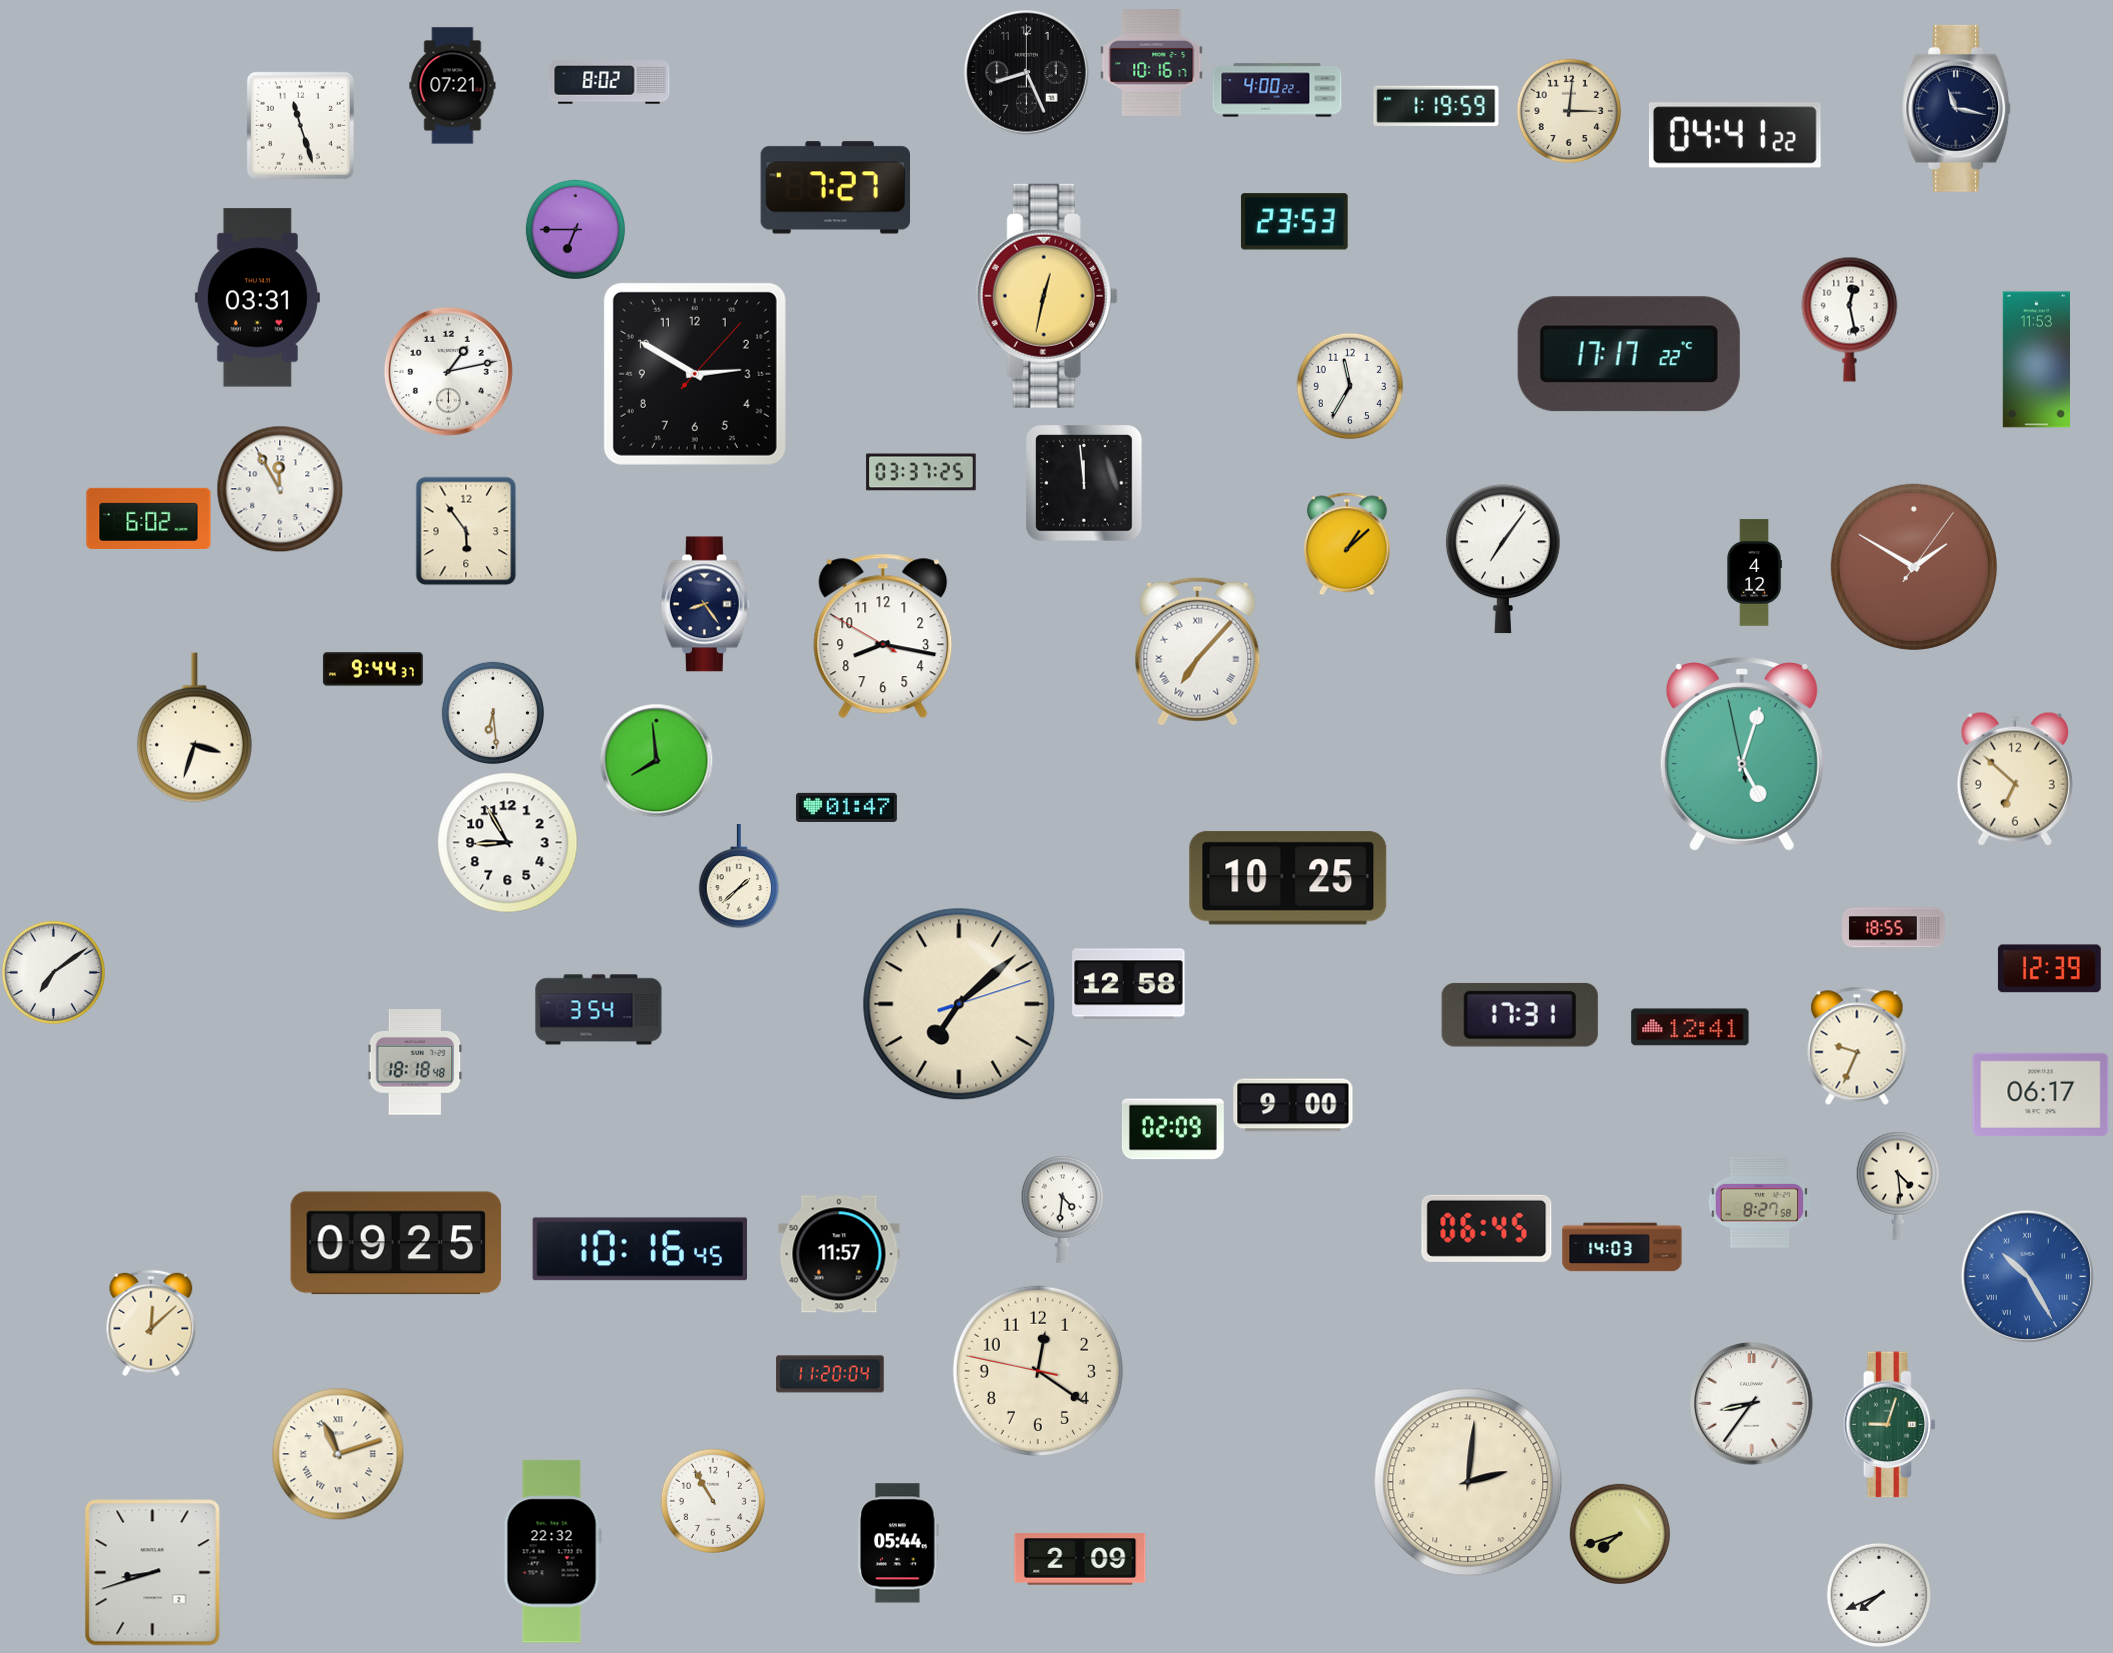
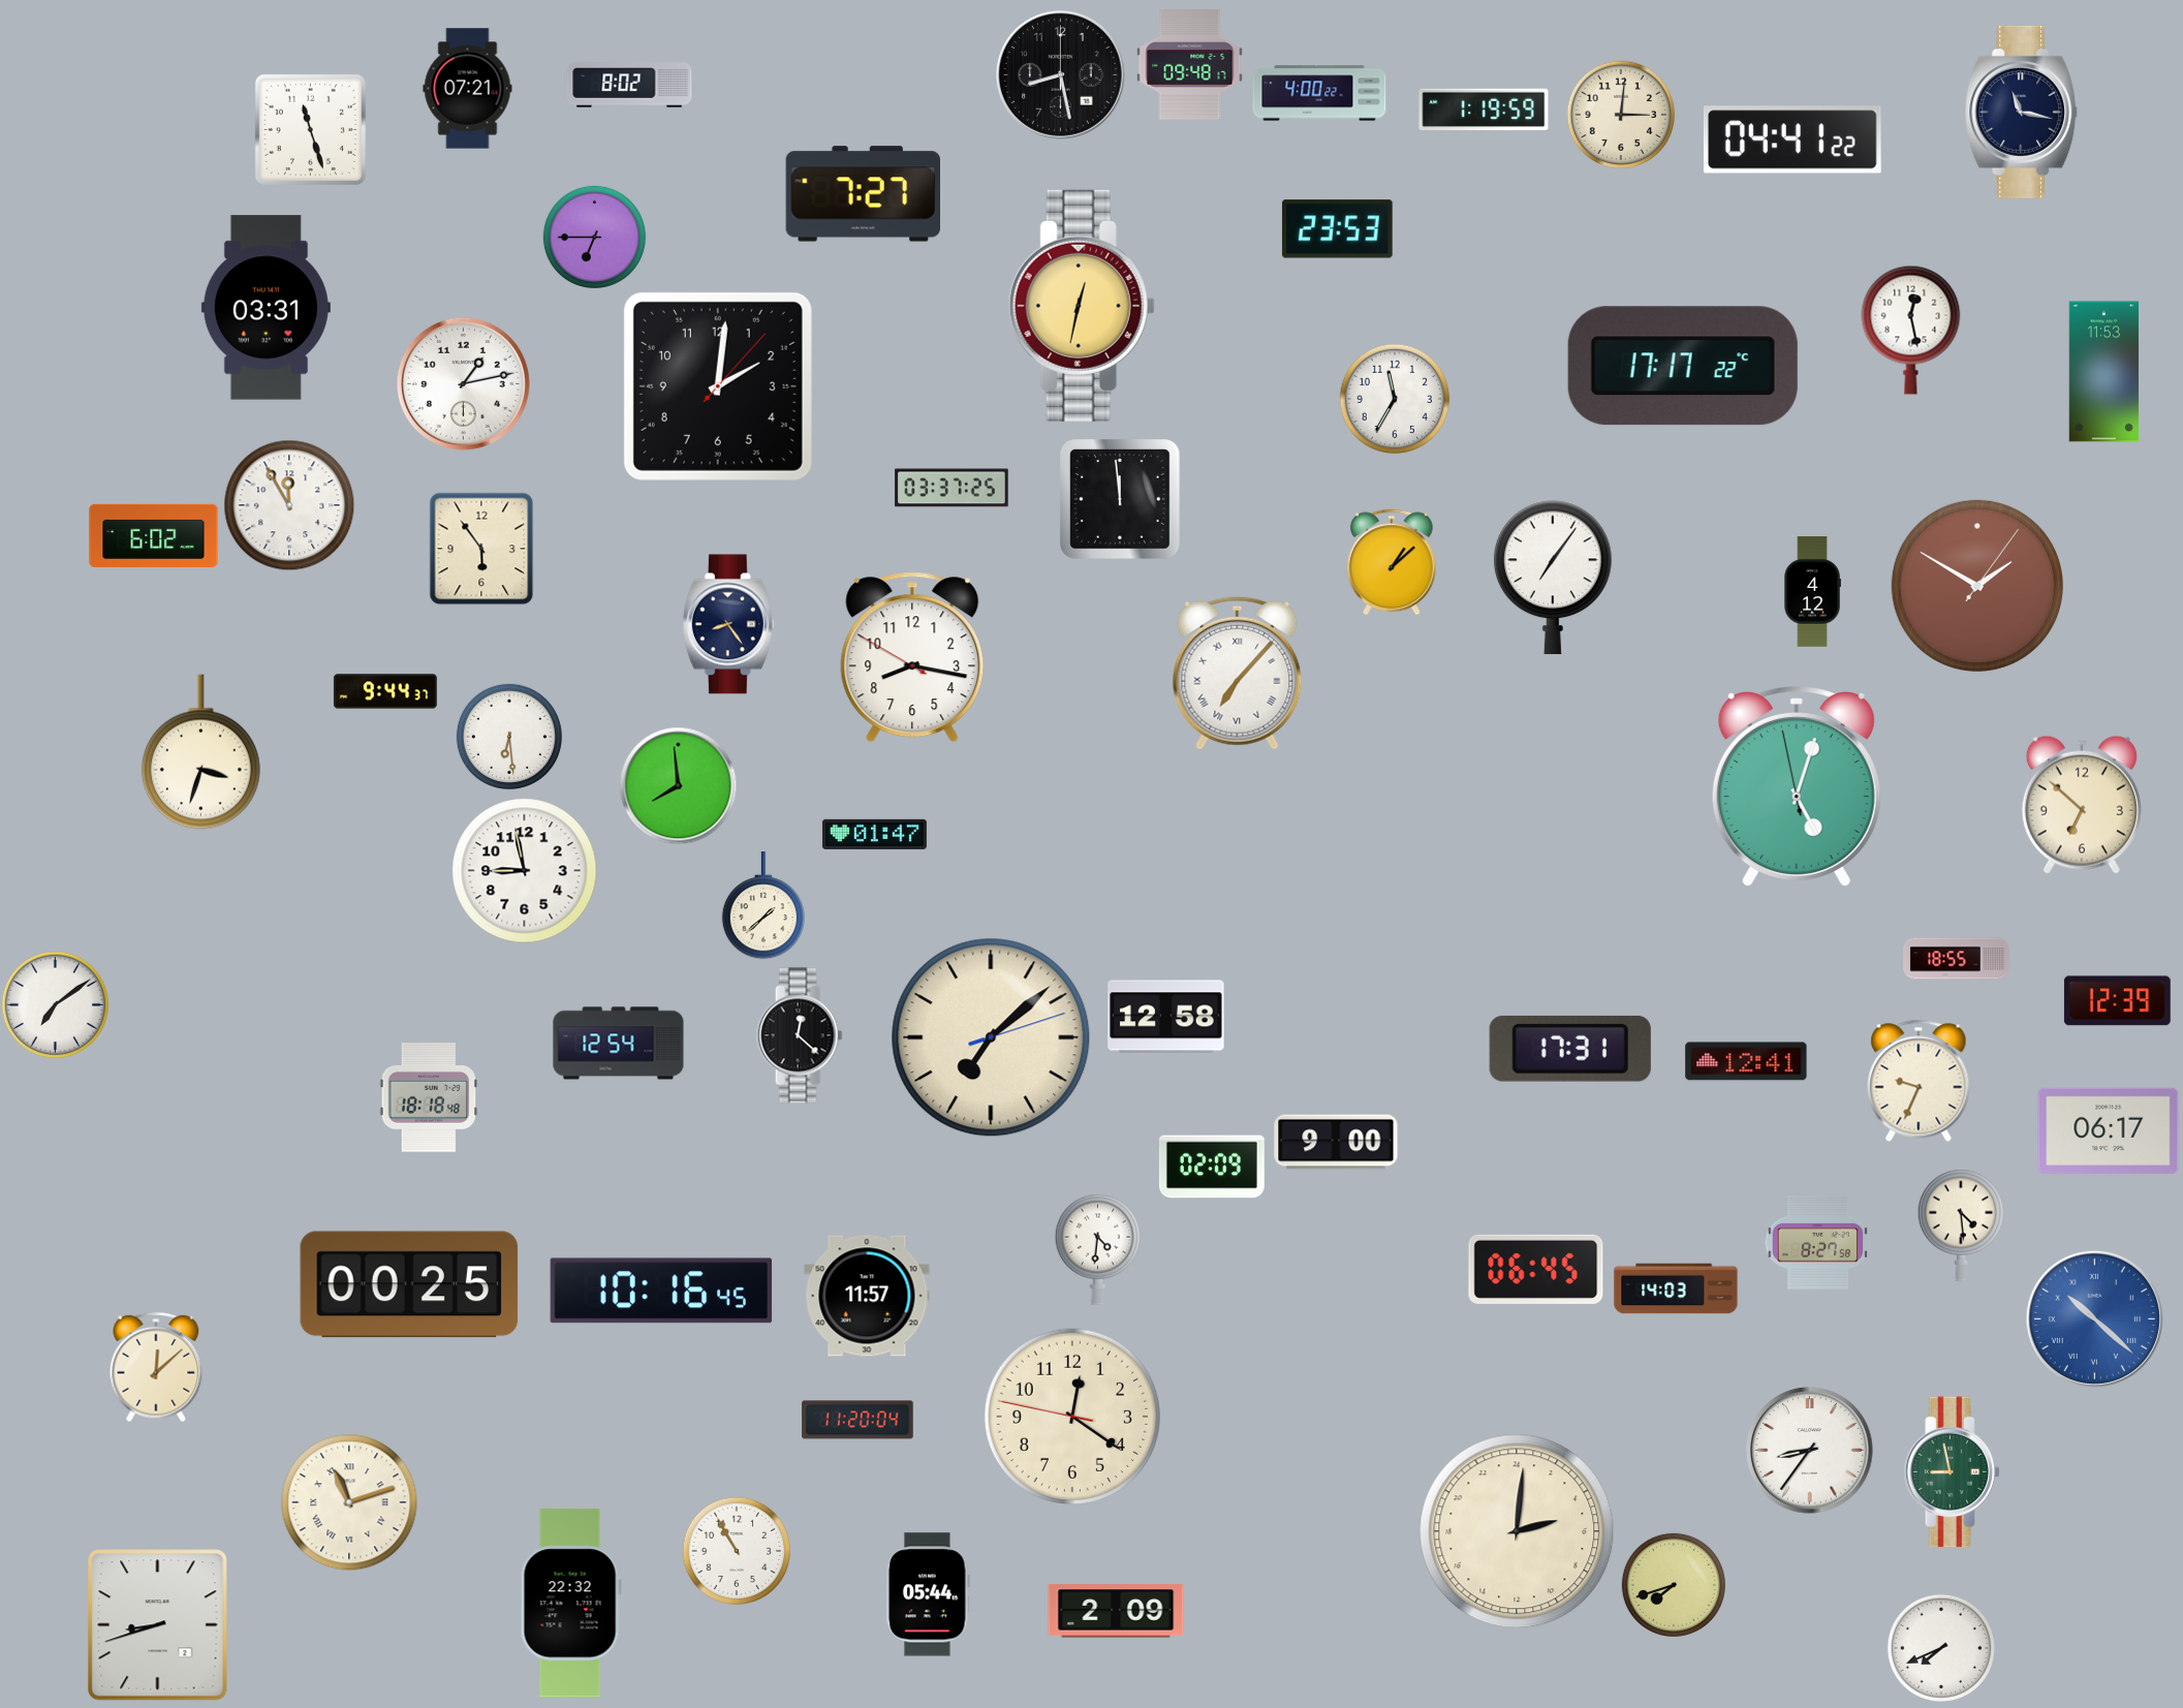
clock at (1152, 63): 10:16 -> 09:48
clock at (1027, 73): 8:26 -> 8:28
clock at (695, 374): 2:50 -> 2:01
clock at (1742, 754) position: (1742, 754) -> (1797, 786)
clock at (508, 843): 8:55 -> 8:58
clock at (1288, 878): 10:25 -> none
clock at (800, 1035): none -> 12:22
clock at (599, 1010): 3:54 -> 12:54
clock at (396, 1243): 09:25 -> 00:25
clock at (2027, 1276): 10:25 -> 10:22
clock at (1890, 1425): 9:03 -> 8:58
